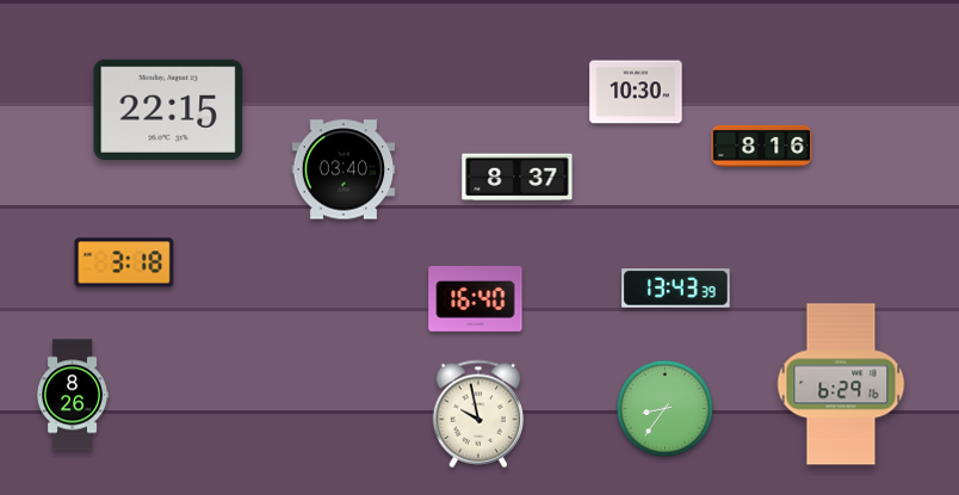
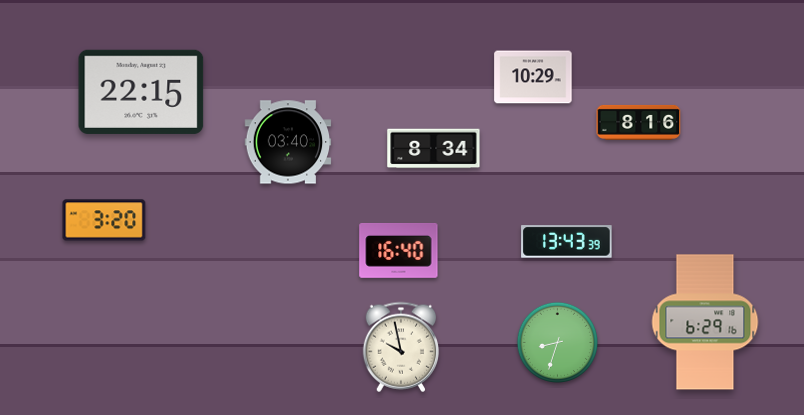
clock at (636, 92): 10:30 -> 10:29
clock at (518, 178): 8:37 -> 8:34
clock at (124, 262): 3:18 -> 3:20
clock at (73, 395): 8:26 -> none
clock at (664, 408): 8:36 -> 8:33
